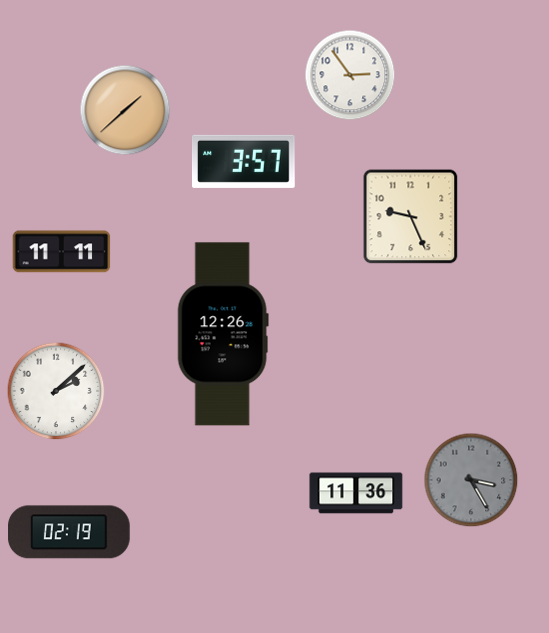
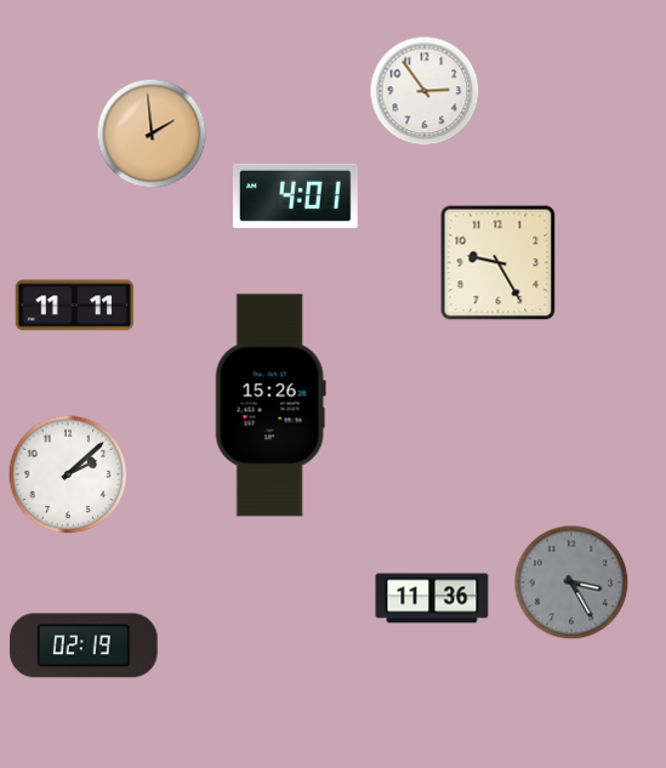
clock at (125, 110): 1:38 -> 1:59
clock at (243, 161): 3:57 -> 4:01
clock at (411, 217): 9:26 -> 9:25
clock at (223, 334): 12:26 -> 15:26
